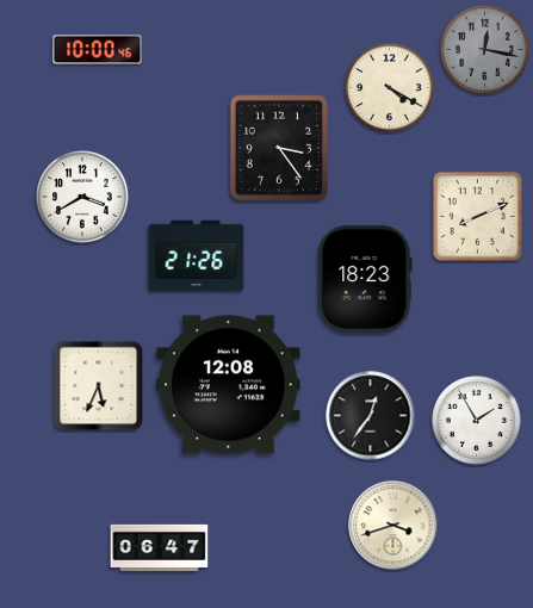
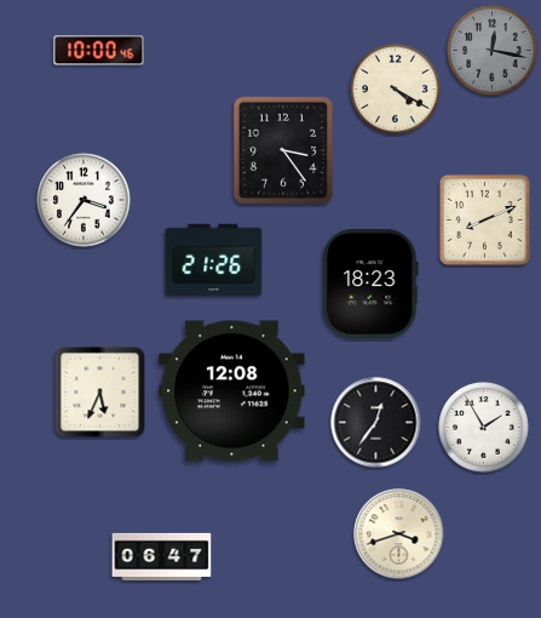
clock at (82, 197): 3:40 -> 3:36
clock at (197, 256) position: (197, 256) -> (214, 261)
